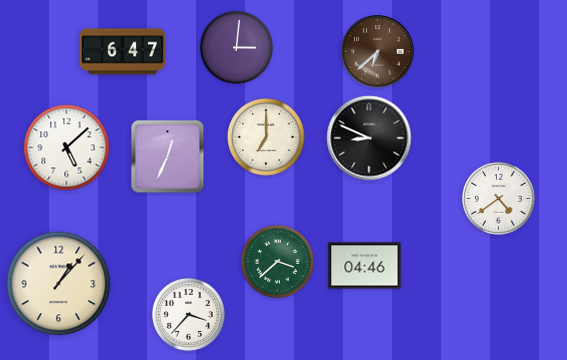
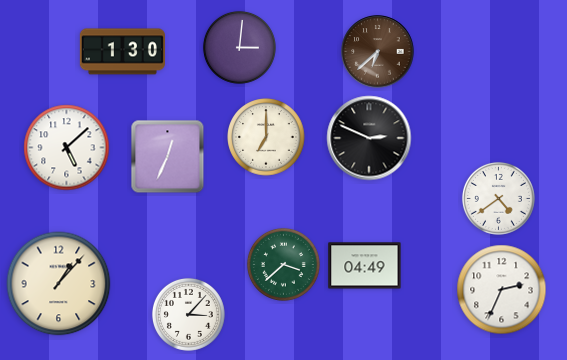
clock at (236, 47) position: (236, 47) -> (239, 47)
clock at (122, 52): 6:47 -> 1:30
clock at (369, 138): 8:49 -> 2:49
clock at (277, 261) position: (277, 261) -> (283, 264)
clock at (365, 266): 04:46 -> 04:49
clock at (502, 290): none -> 2:34
clock at (188, 314): 3:37 -> 3:07
